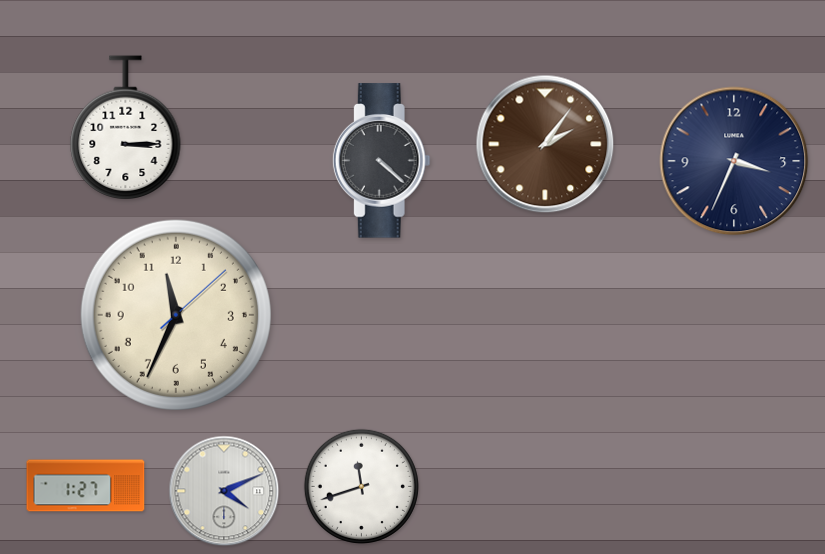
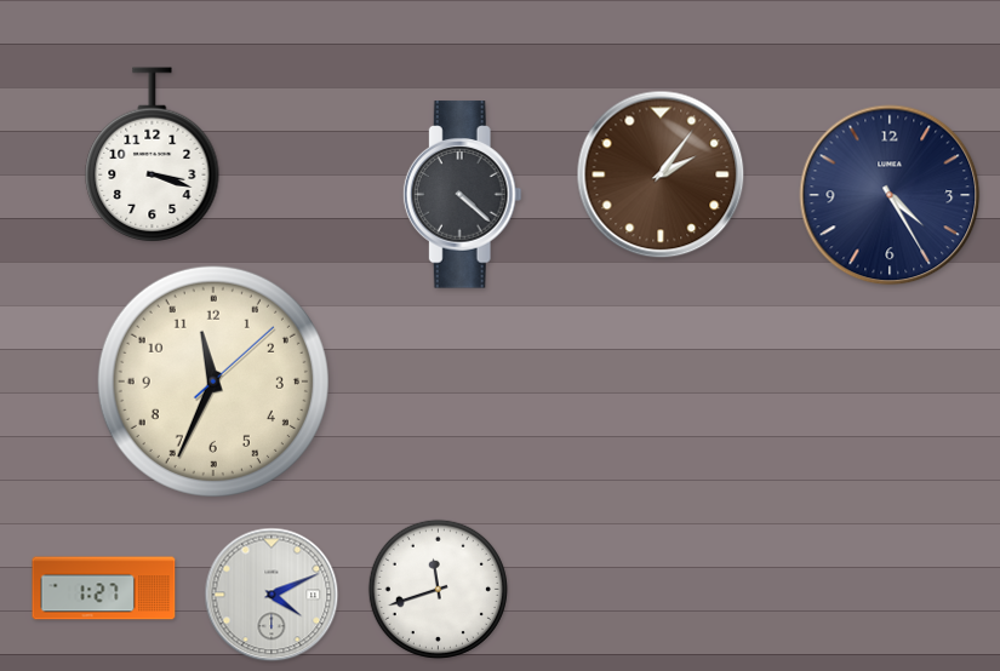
clock at (126, 127): 3:15 -> 3:18
clock at (734, 161): 3:34 -> 4:25
